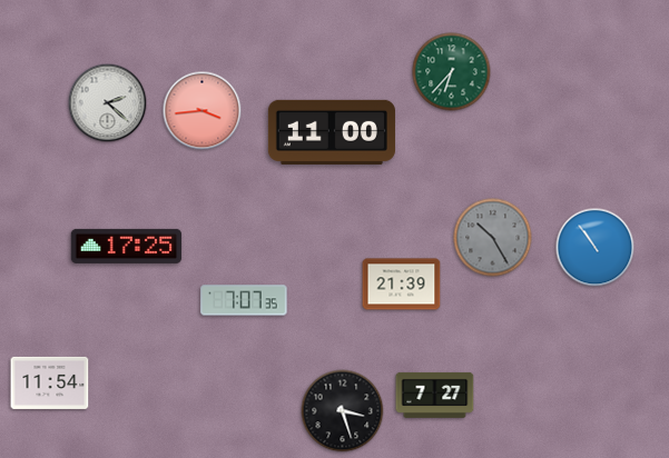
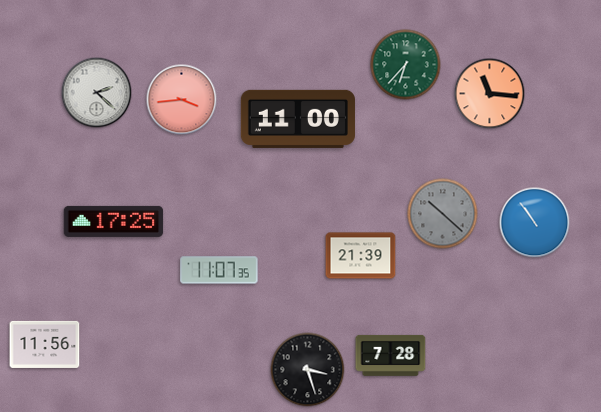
clock at (490, 94): none -> 11:16
clock at (493, 238): 10:25 -> 10:22
clock at (244, 300): 7:07 -> 11:07
clock at (50, 382): 11:54 -> 11:56
clock at (435, 395): 7:27 -> 7:28
